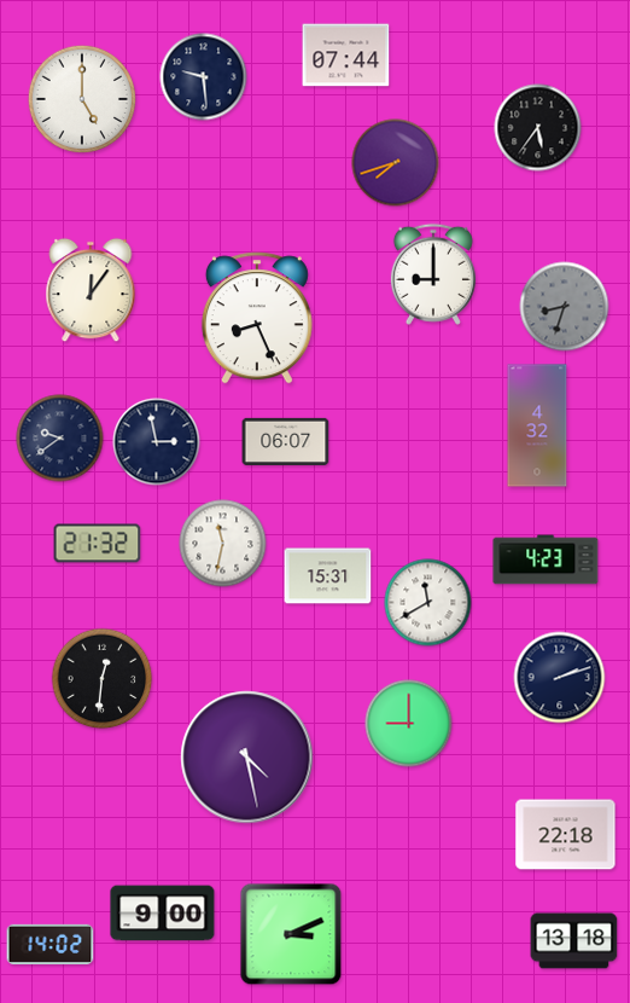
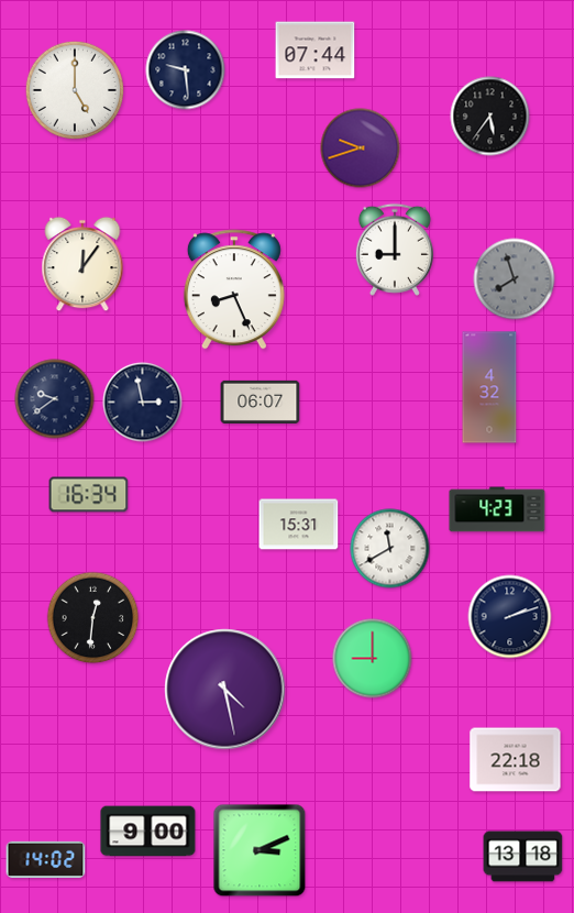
clock at (396, 163): 7:42 -> 9:42
clock at (565, 307): 8:33 -> 7:57
clock at (98, 544): 21:32 -> 16:34
clock at (223, 544): 11:32 -> none
clock at (291, 934) position: (291, 934) -> (260, 850)
